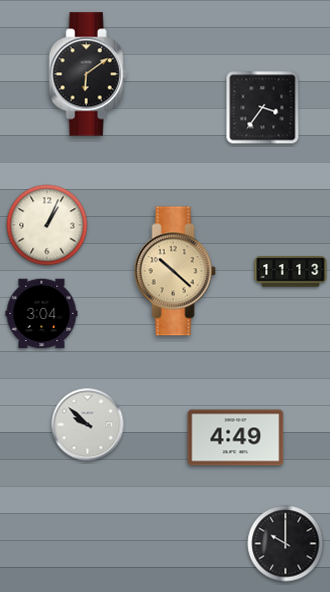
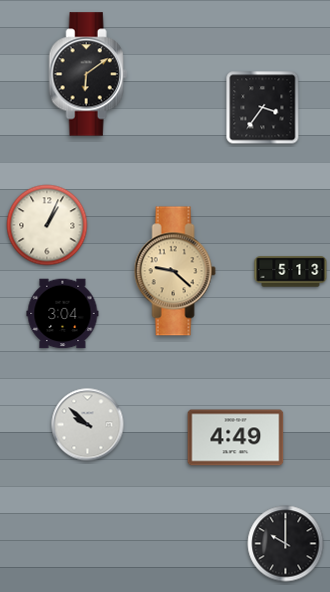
clock at (175, 271): 10:22 -> 9:22
clock at (291, 272): 11:13 -> 5:13
clock at (42, 314) position: (42, 314) -> (63, 314)
